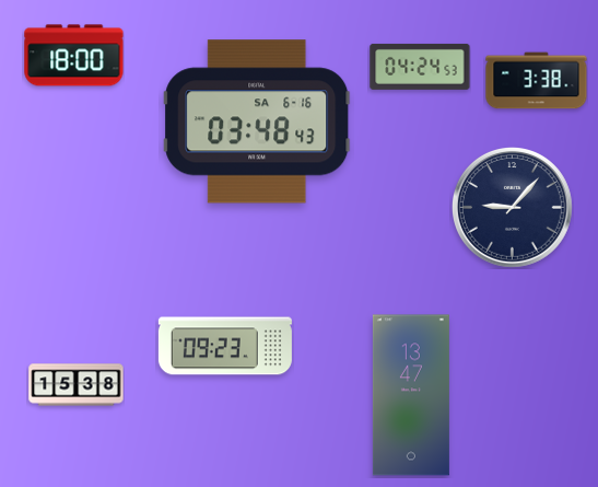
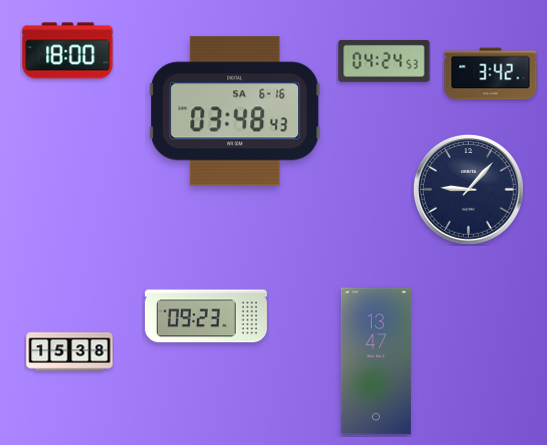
clock at (537, 81): 3:38 -> 3:42
